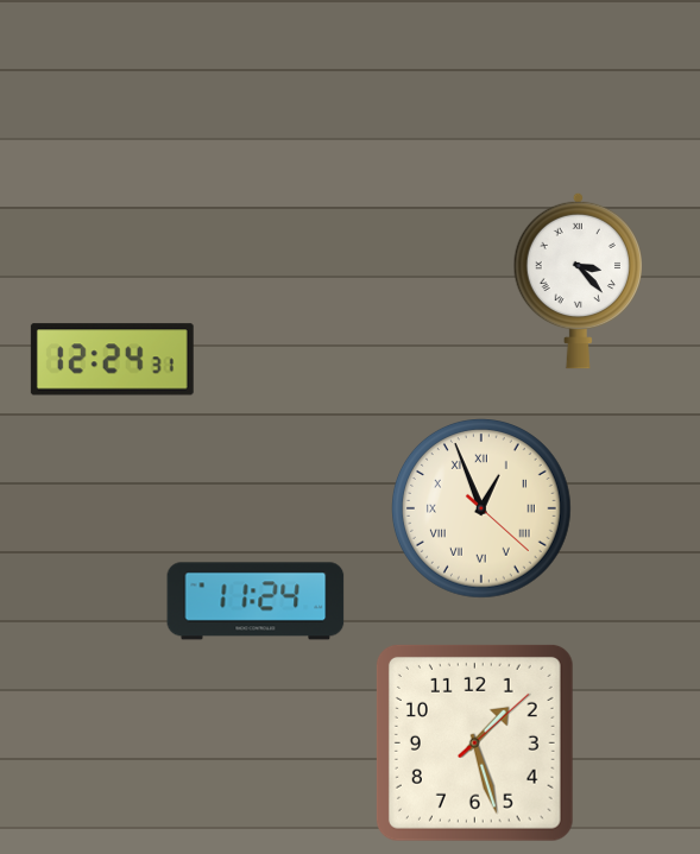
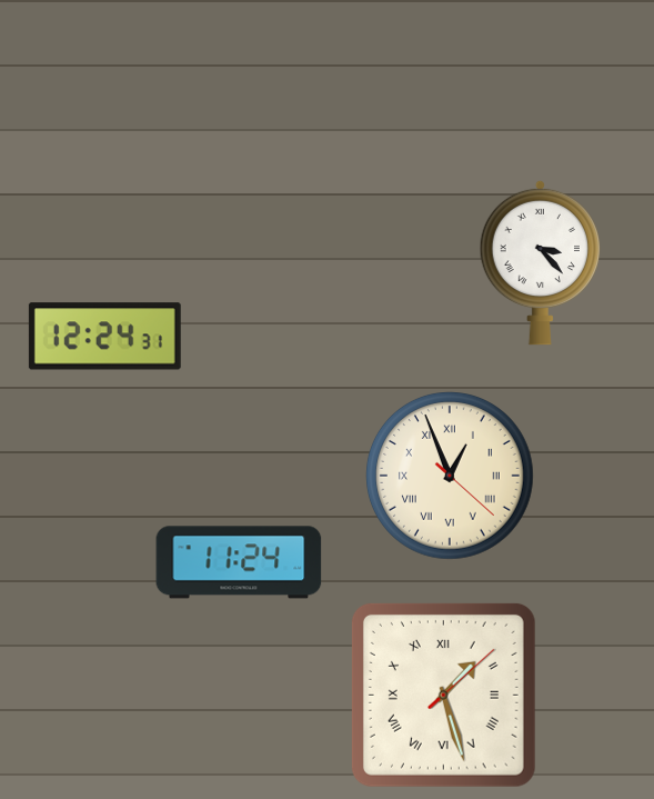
clock at (474, 742) numerals: Arabic -> Roman
